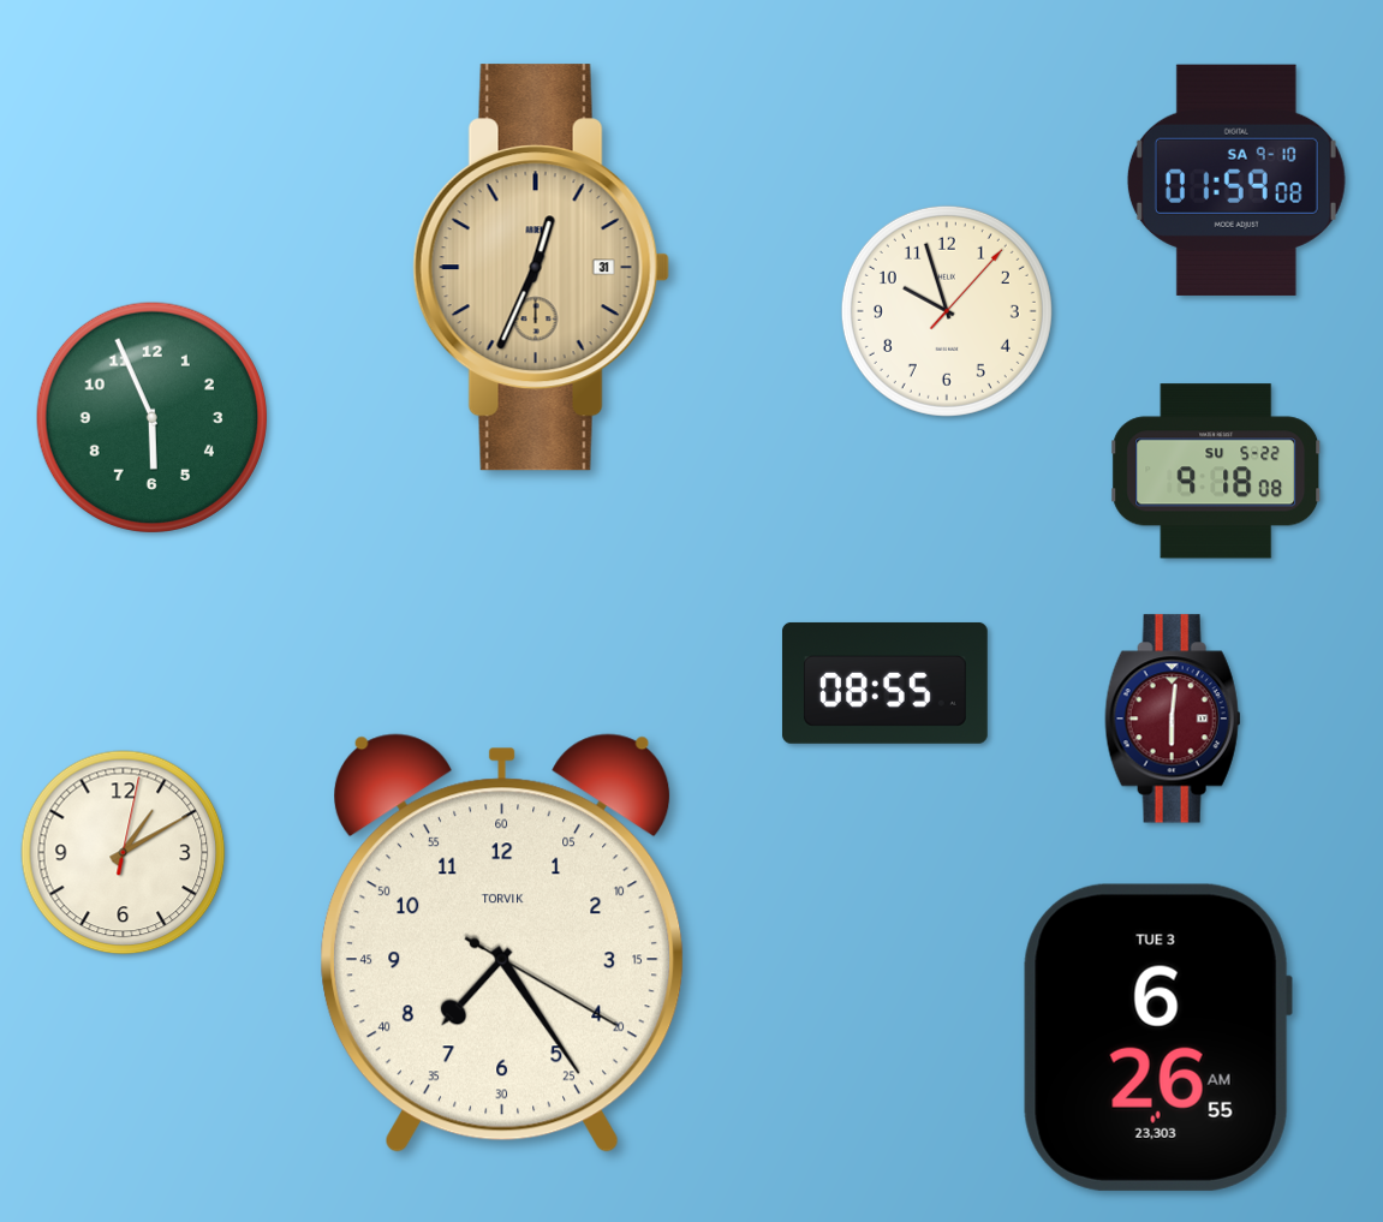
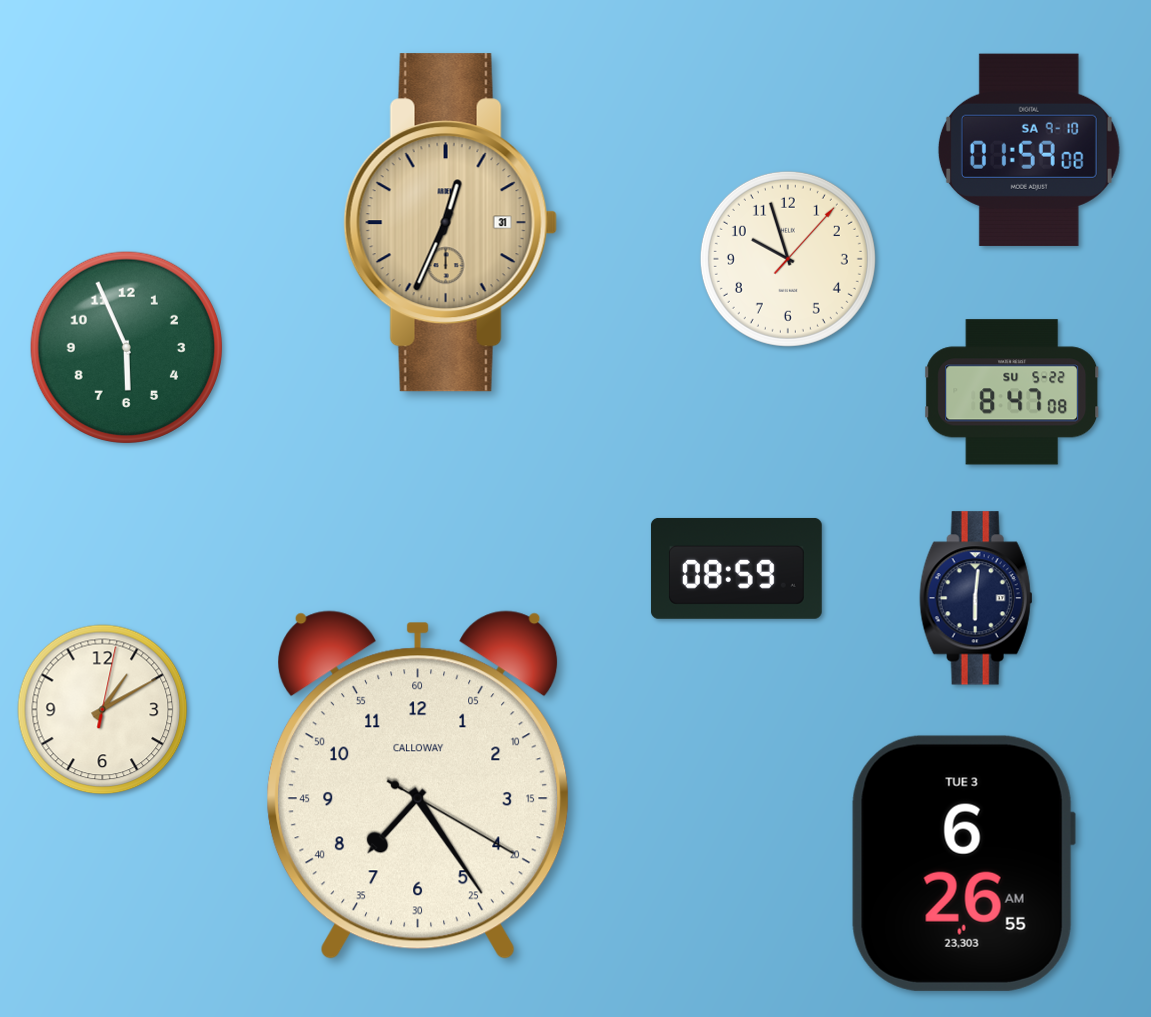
clock at (1217, 471): 9:18 -> 8:47
clock at (884, 682): 08:55 -> 08:59
clock at (1173, 719) dial: burgundy -> navy
clock at (502, 943) brand: TORVIK -> CALLOWAY
